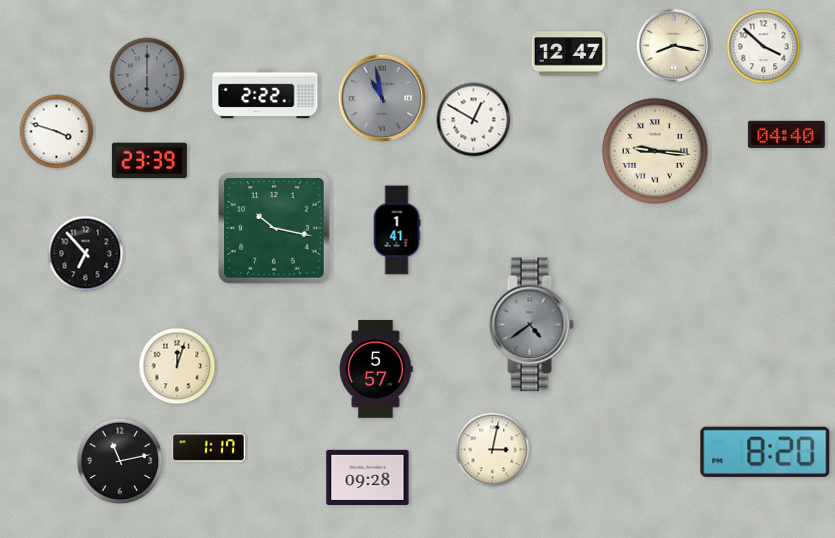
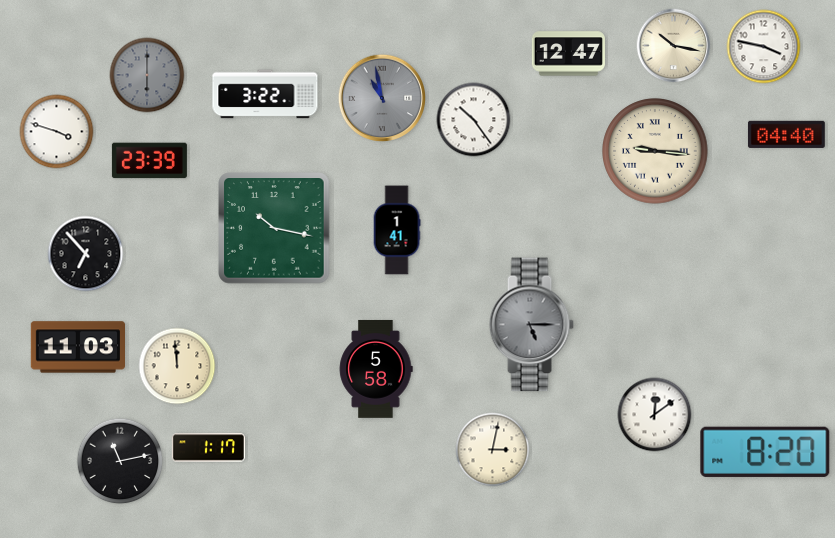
clock at (674, 46): 8:17 -> 10:17
clock at (764, 47): 3:52 -> 3:47
clock at (265, 94): 2:22 -> 3:22
clock at (474, 120): 12:50 -> 10:24
clock at (531, 325): 4:39 -> 5:15
clock at (77, 347): none -> 11:03
clock at (177, 366): 12:03 -> 11:59
clock at (376, 369): 5:57 -> 5:58
clock at (655, 415): none -> 12:09
clock at (368, 477): 09:28 -> none
